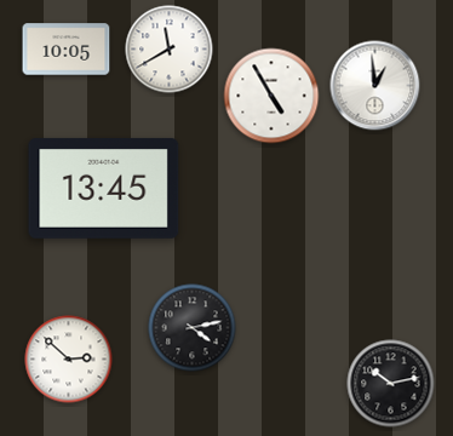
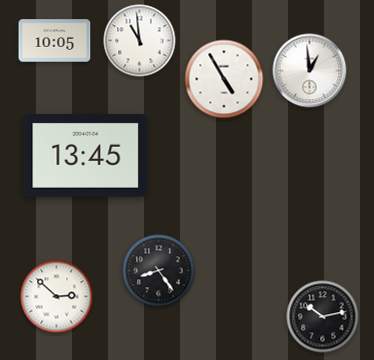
clock at (170, 50): 11:40 -> 10:59
clock at (193, 328): 4:13 -> 8:24
